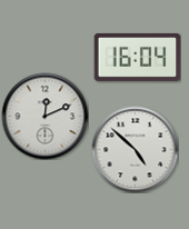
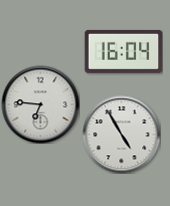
clock at (44, 116): 12:11 -> 6:46
clock at (135, 149): 4:52 -> 4:55
